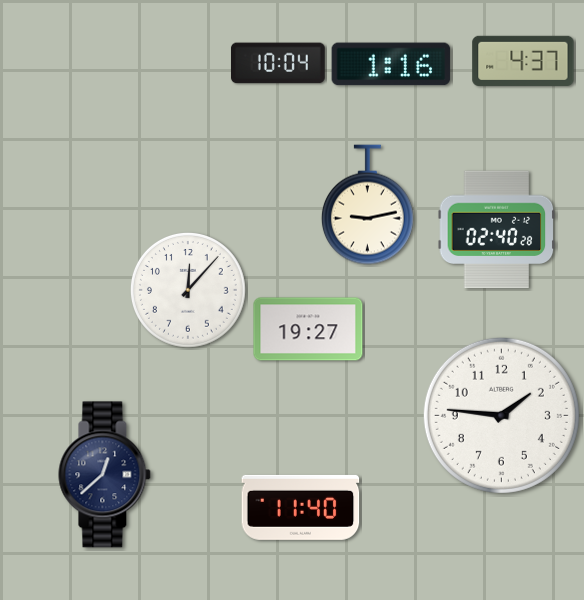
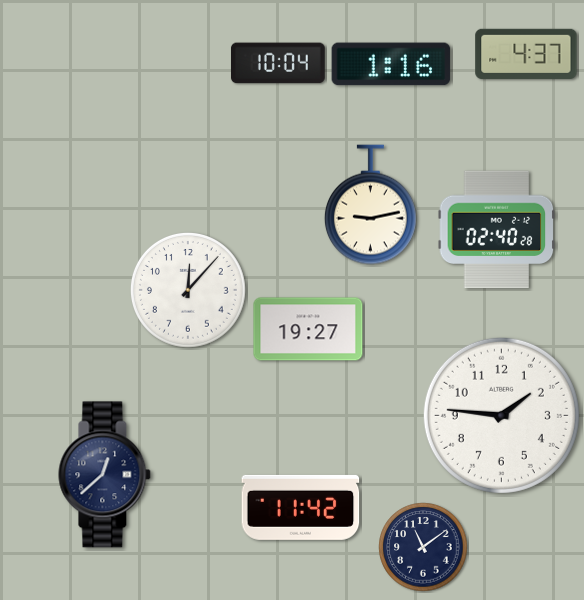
clock at (523, 61) position: (523, 61) -> (526, 54)
clock at (367, 205) position: (367, 205) -> (370, 205)
clock at (301, 507): 11:40 -> 11:42
clock at (423, 547): none -> 11:09
